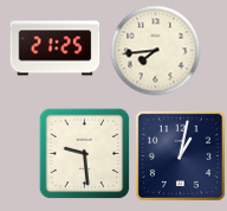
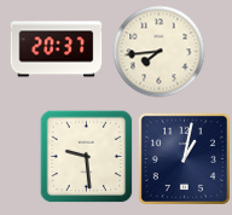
clock at (56, 49): 21:25 -> 20:37
